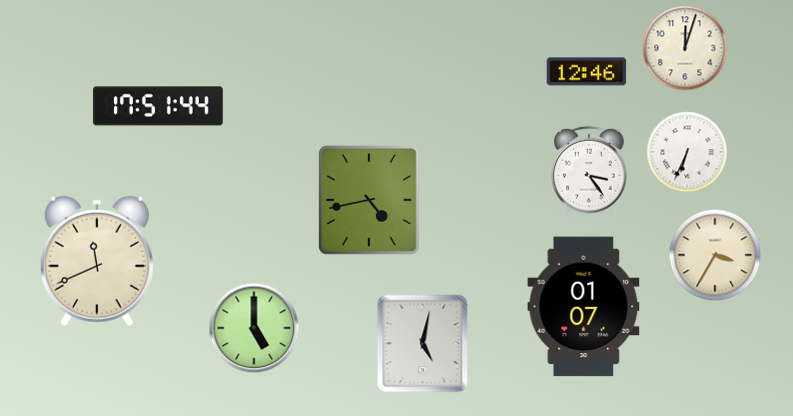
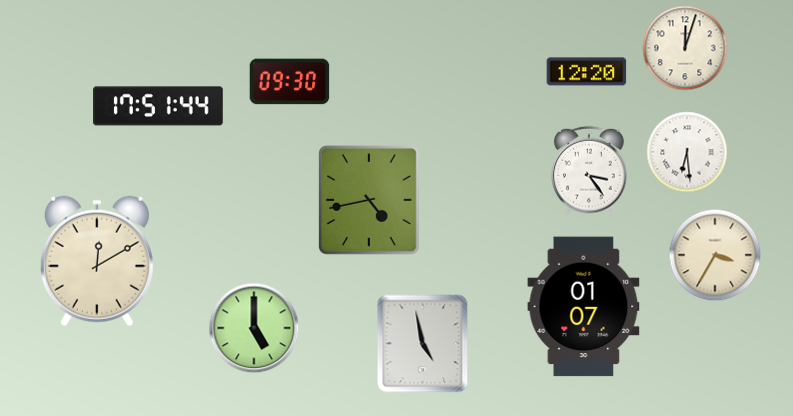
clock at (587, 72): 12:46 -> 12:20
clock at (290, 82): none -> 09:30
clock at (687, 152): 6:34 -> 6:29
clock at (97, 261): 11:41 -> 12:10
clock at (423, 344): 5:02 -> 4:58
